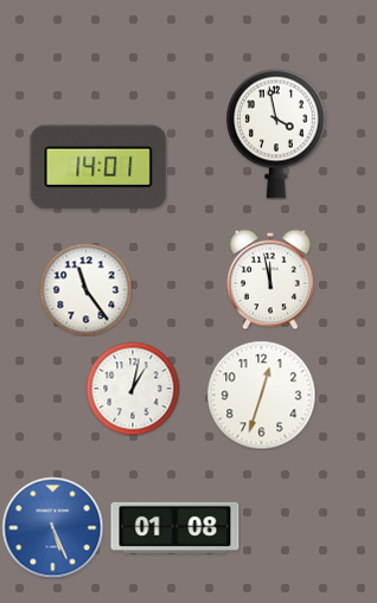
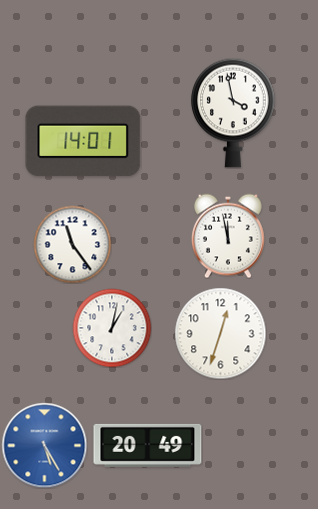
clock at (52, 527): 5:26 -> 5:25
clock at (175, 527): 01:08 -> 20:49
